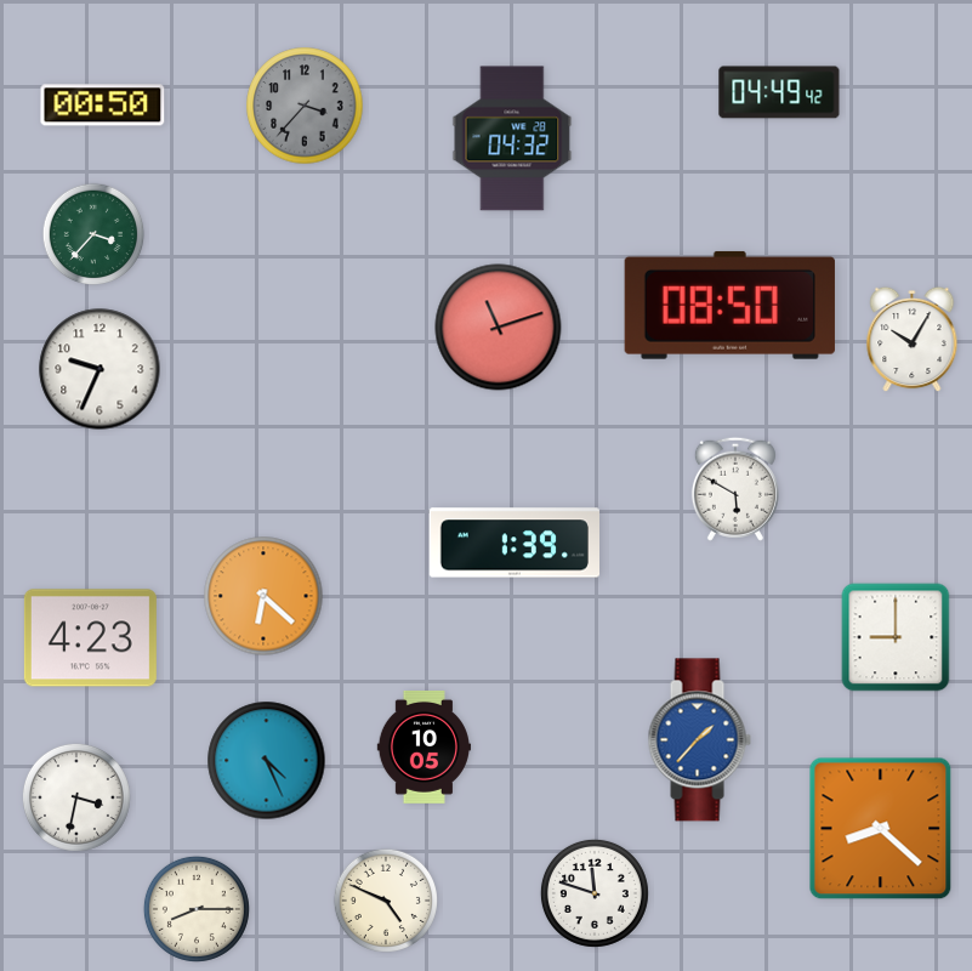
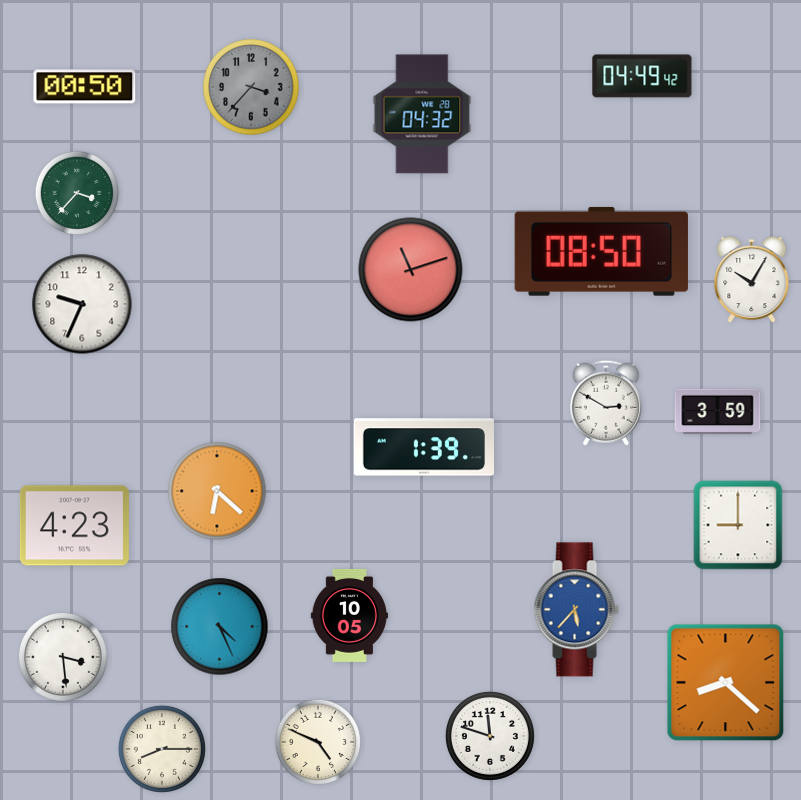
clock at (735, 489): 5:50 -> 2:50
clock at (718, 412): none -> 3:59
clock at (699, 740): 1:37 -> 5:37
clock at (76, 797): 3:32 -> 3:29
